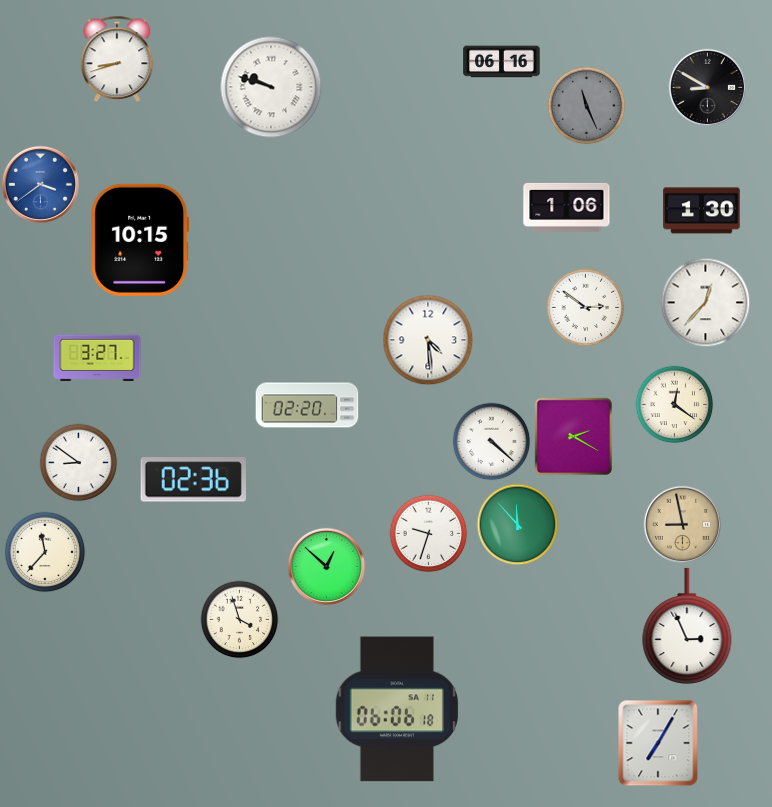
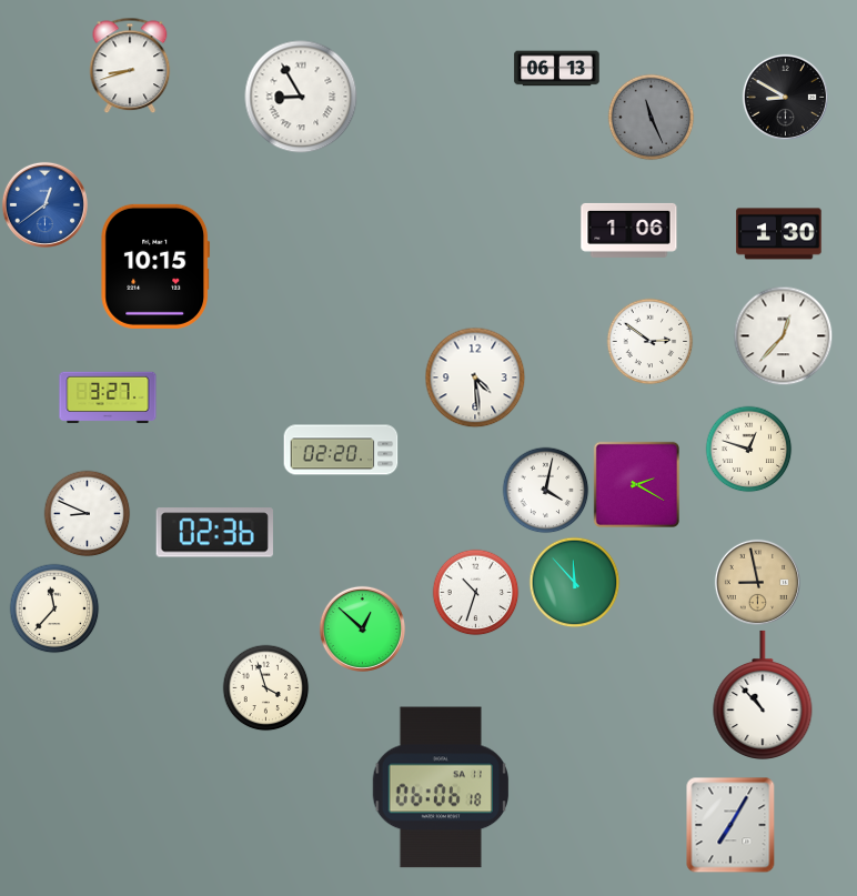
clock at (502, 62): 06:16 -> 06:13
clock at (271, 87): 9:48 -> 8:55
clock at (40, 184): 3:39 -> 12:39
clock at (674, 404): 12:21 -> 12:48
clock at (491, 441): 4:22 -> 4:02
clock at (78, 462): 8:51 -> 8:49
clock at (428, 533): 9:33 -> 10:33
clock at (45, 552) position: (45, 552) -> (54, 608)
clock at (687, 626): 2:56 -> 10:53
